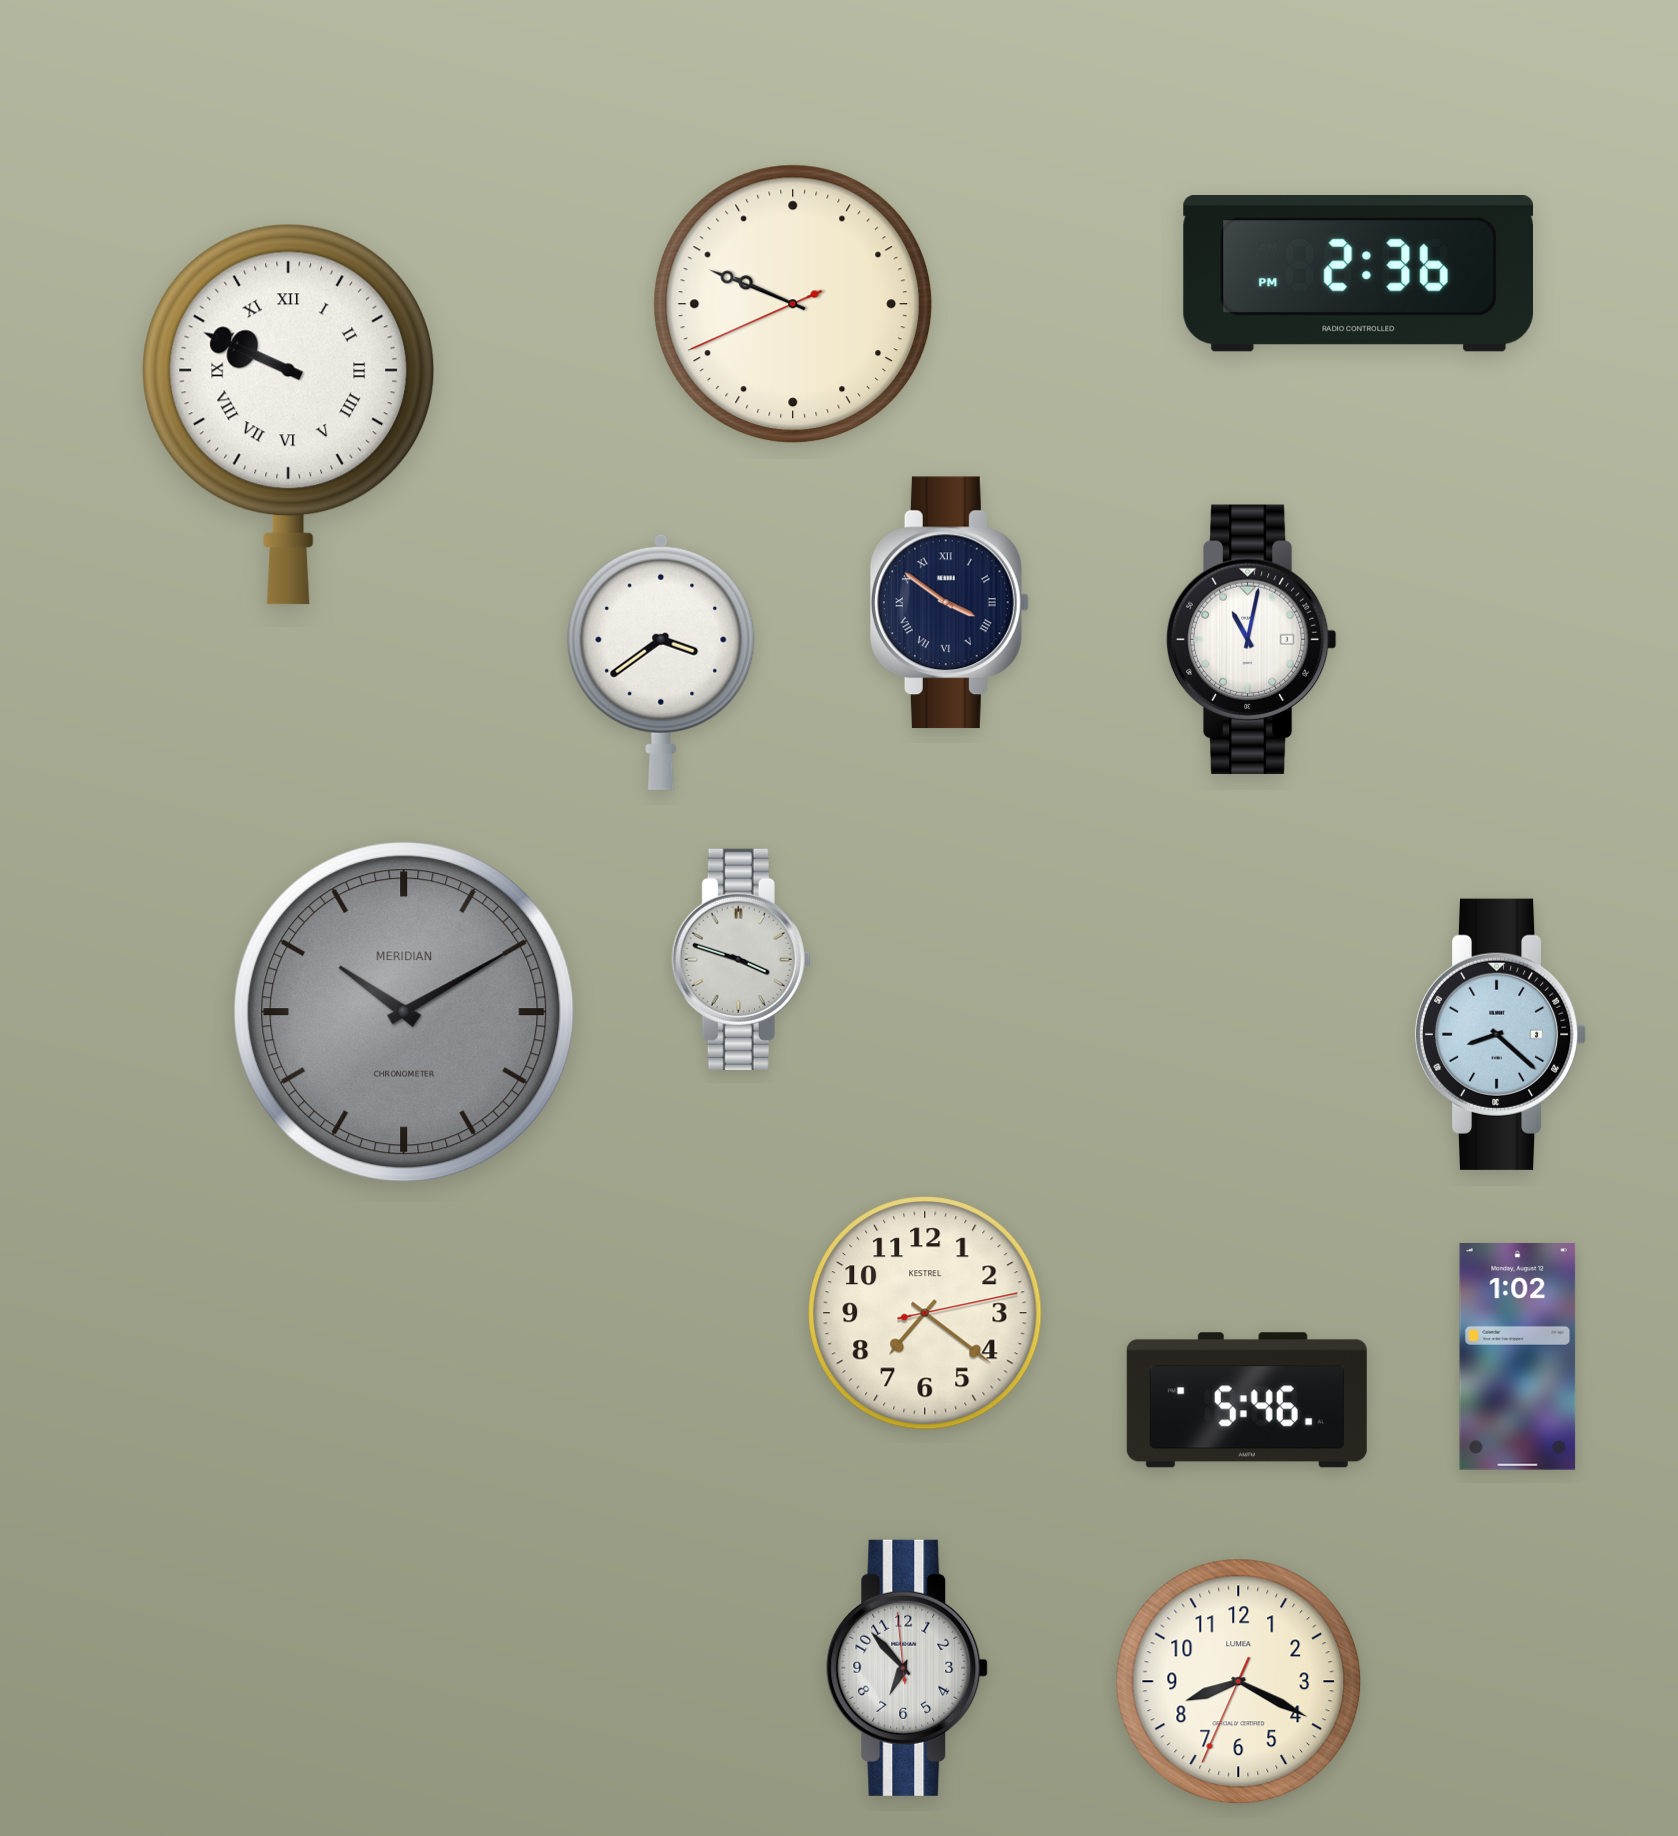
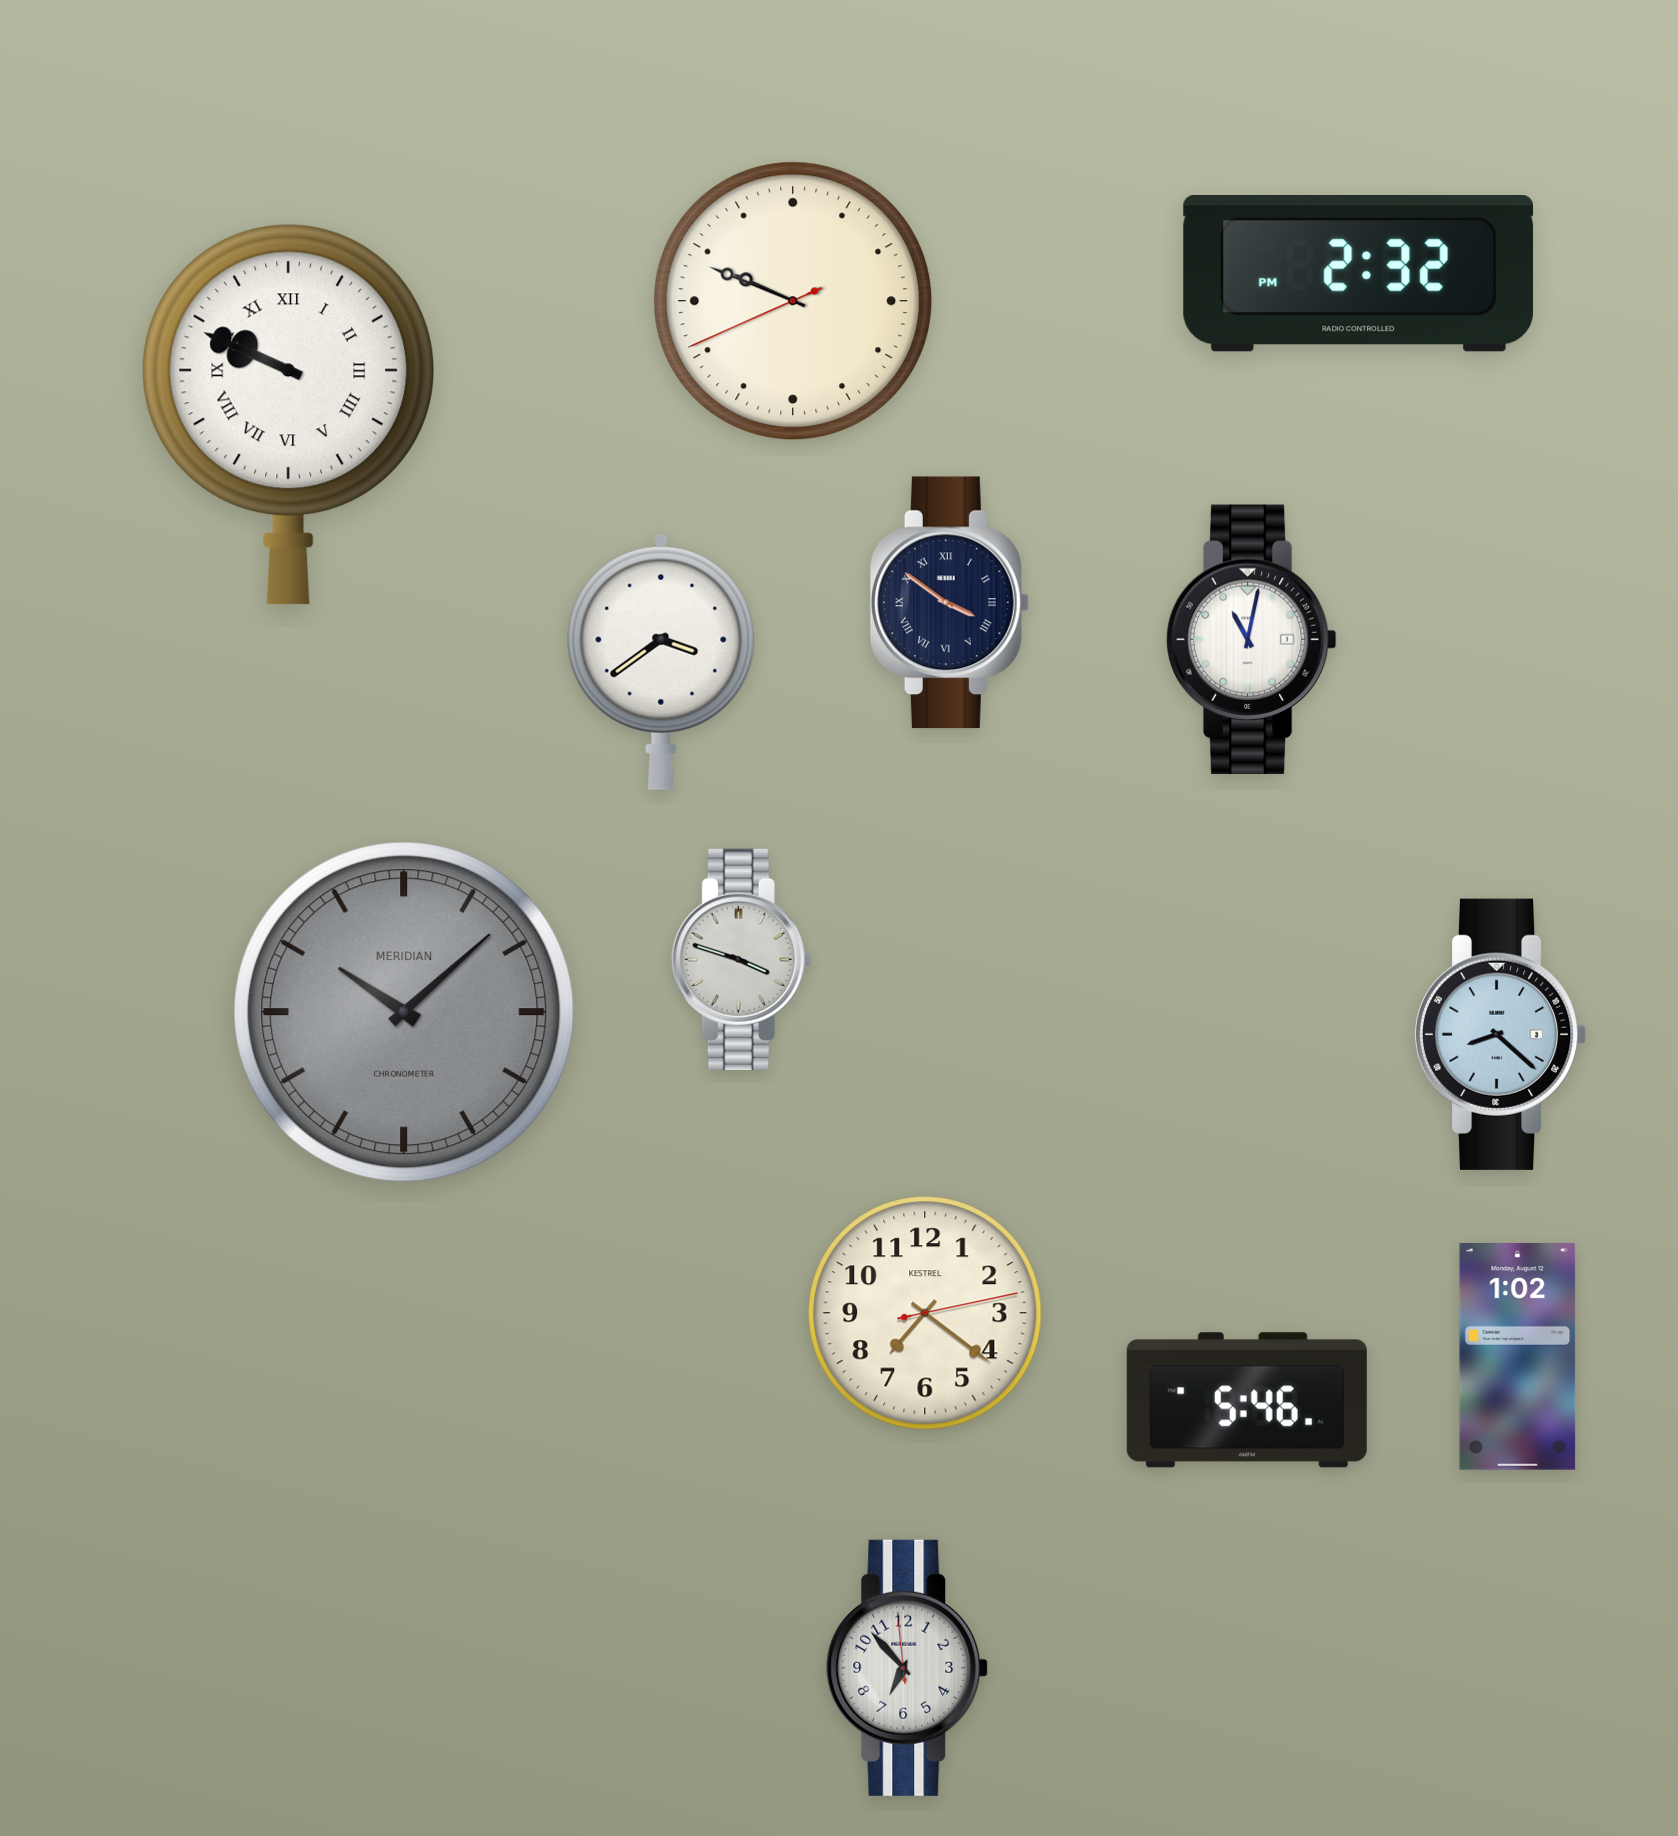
clock at (1358, 274): 2:36 -> 2:32
clock at (793, 304) position: (793, 304) -> (793, 301)
clock at (404, 1012): 10:10 -> 10:08
clock at (1239, 1682): 8:19 -> none
